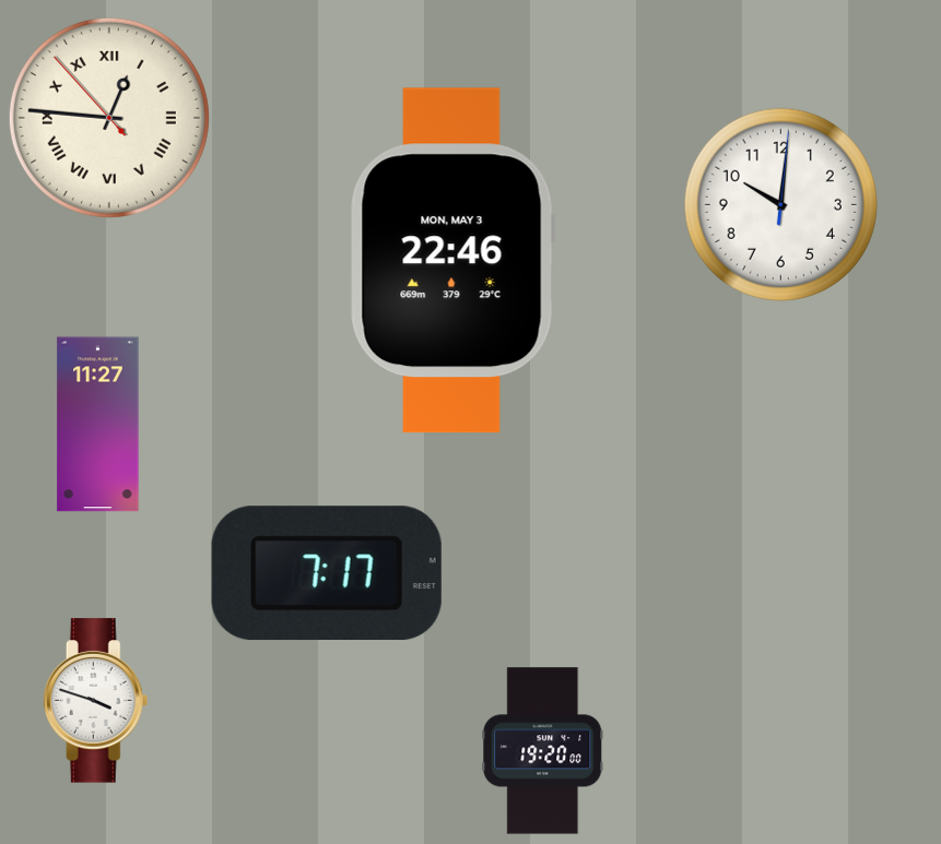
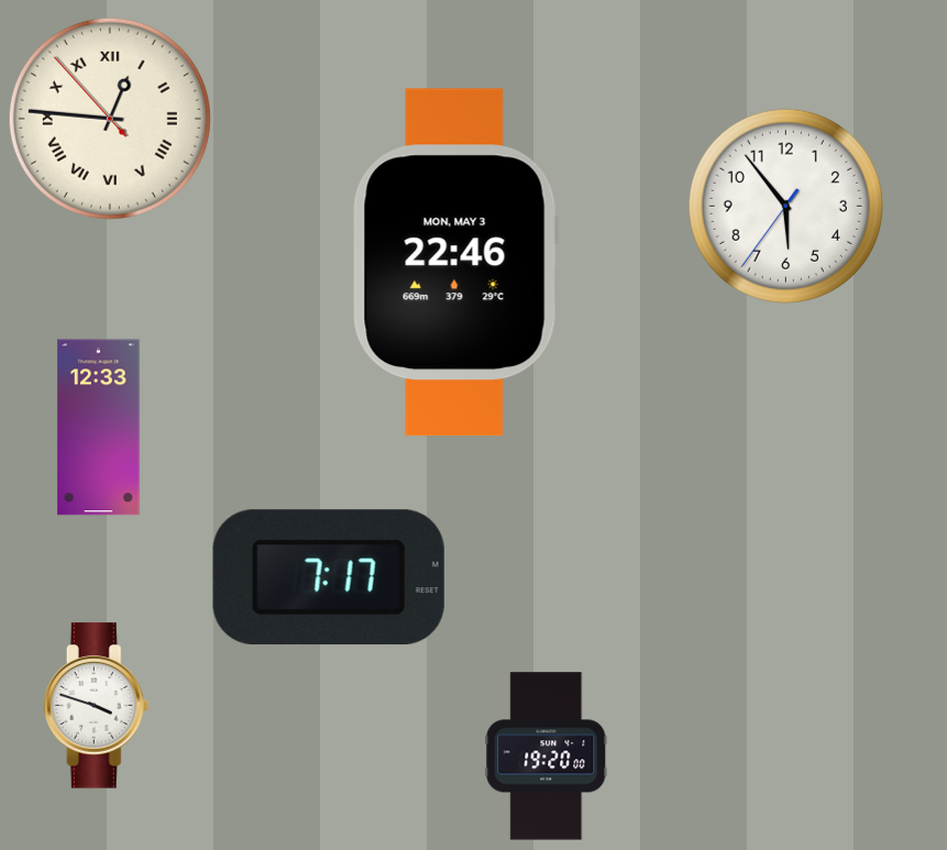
clock at (780, 204): 10:01 -> 5:53
clock at (98, 425): 11:27 -> 12:33
